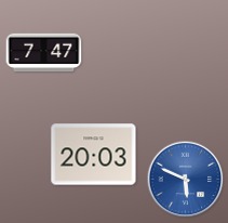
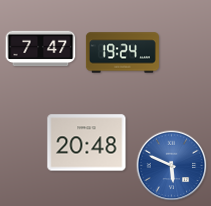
clock at (122, 53): none -> 19:24
clock at (94, 155): 20:03 -> 20:48
